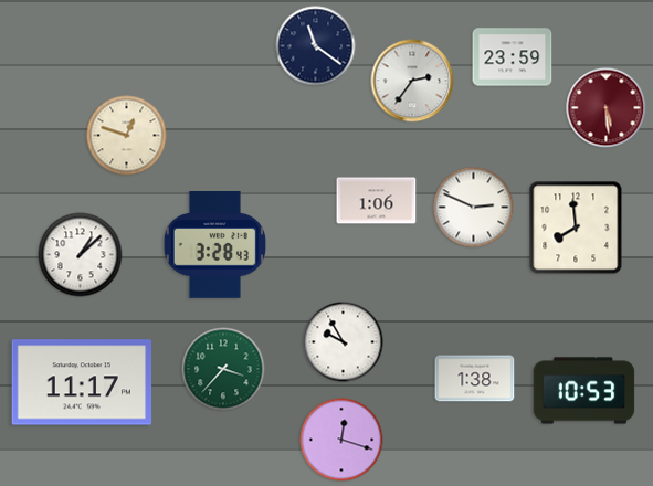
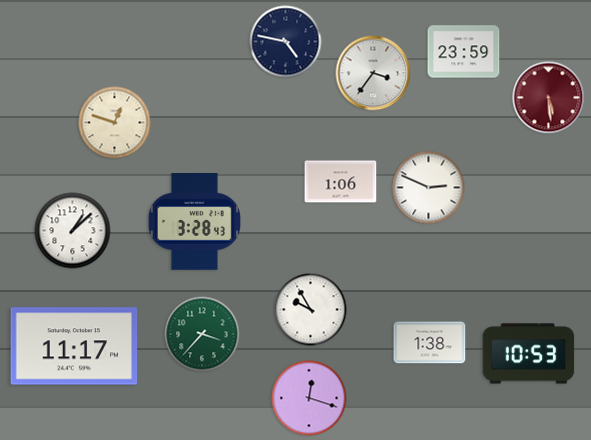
clock at (316, 46): 11:21 -> 4:47
clock at (412, 81): 2:36 -> 3:36
clock at (576, 228): 7:59 -> none
